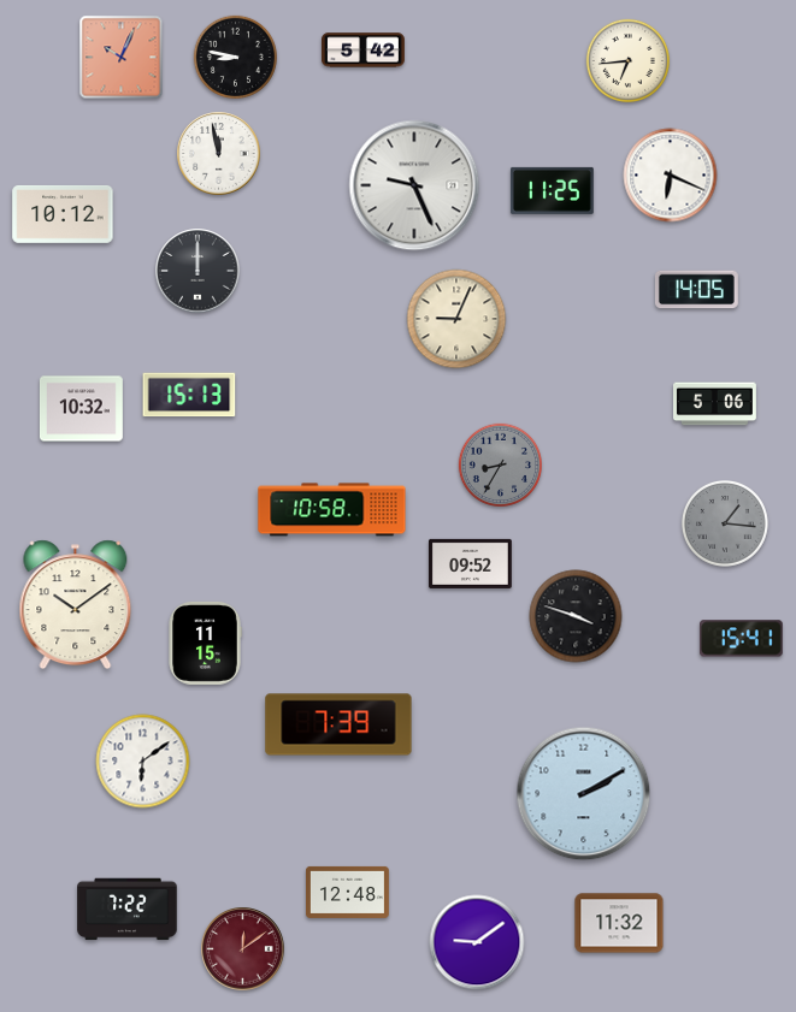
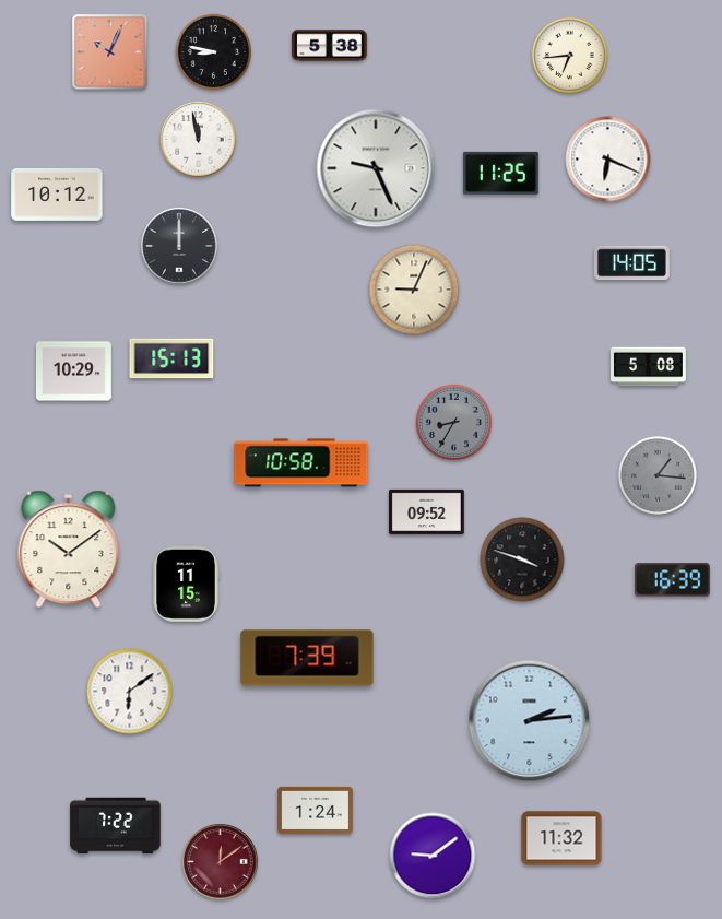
clock at (364, 51): 5:42 -> 5:38
clock at (715, 404): 5:06 -> 5:08
clock at (81, 409): 10:32 -> 10:29
clock at (741, 639): 15:41 -> 16:39
clock at (584, 794): 2:10 -> 2:14
clock at (348, 892): 12:48 -> 1:24
